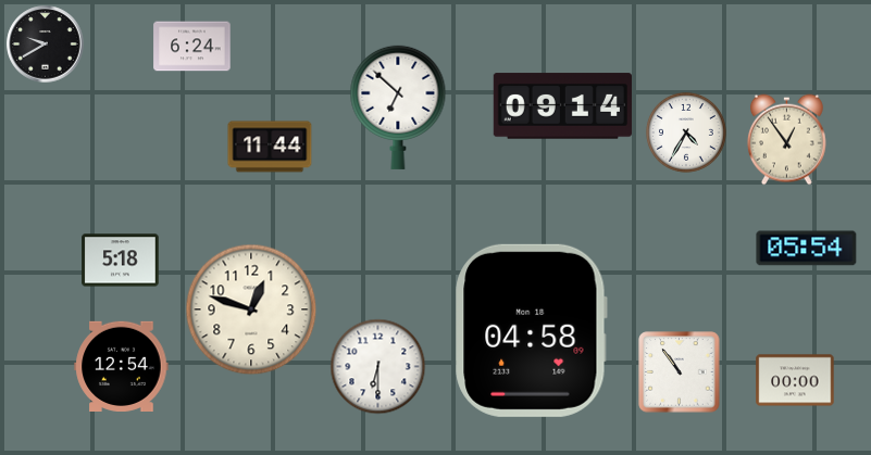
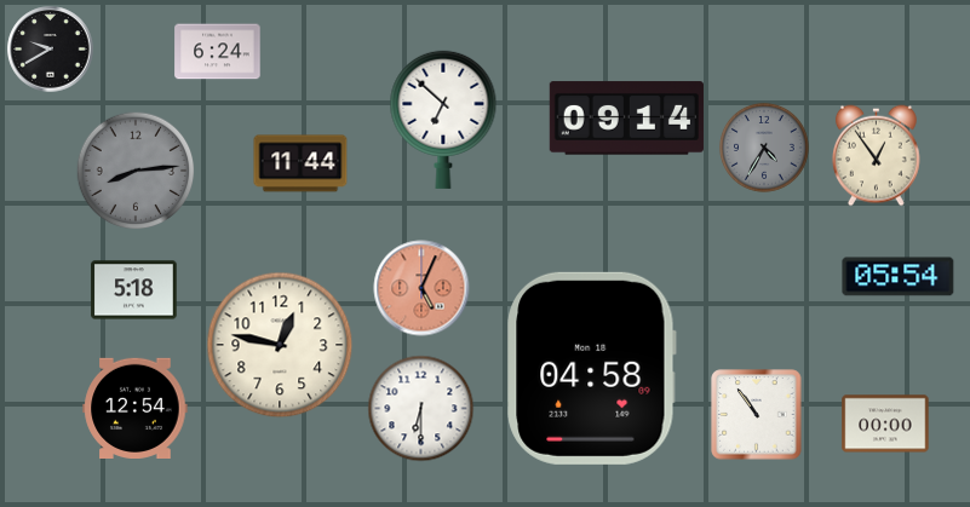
clock at (192, 47) position: (192, 47) -> (218, 52)
clock at (686, 132) dial: white -> grey
clock at (136, 171): none -> 8:14
clock at (421, 288): none -> 5:04
clock at (251, 309): 12:48 -> 12:47
